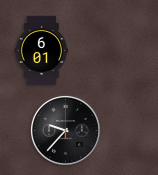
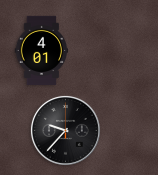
clock at (42, 50): 6:01 -> 4:01
